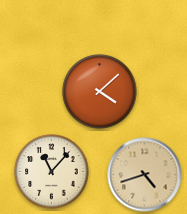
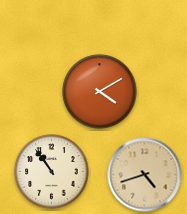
clock at (100, 92): 4:08 -> 4:10
clock at (52, 172): 11:07 -> 10:54
